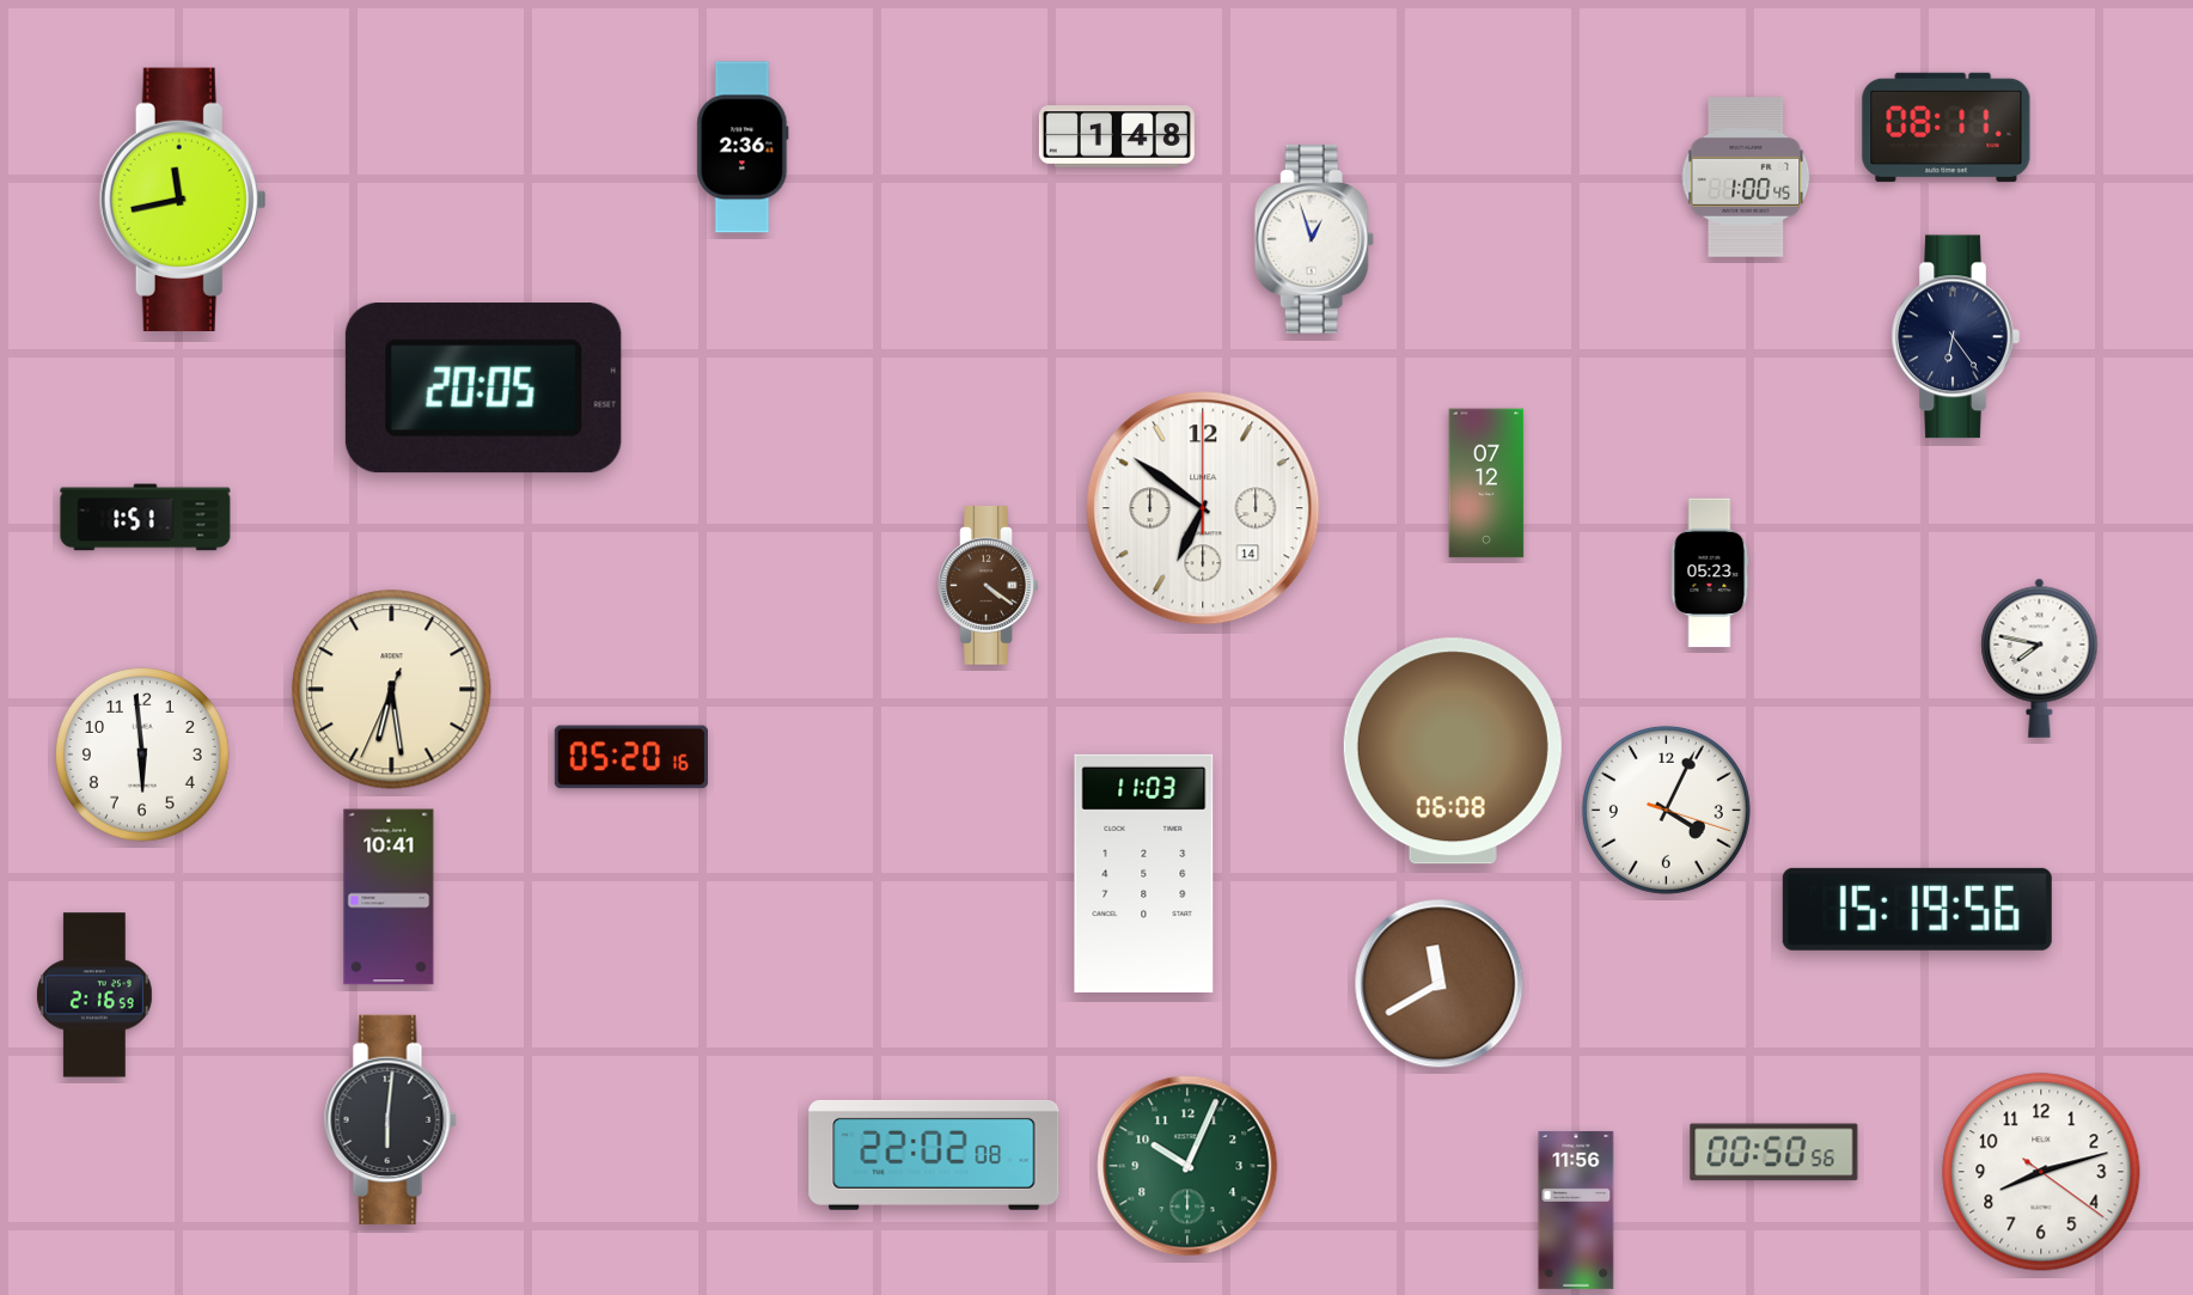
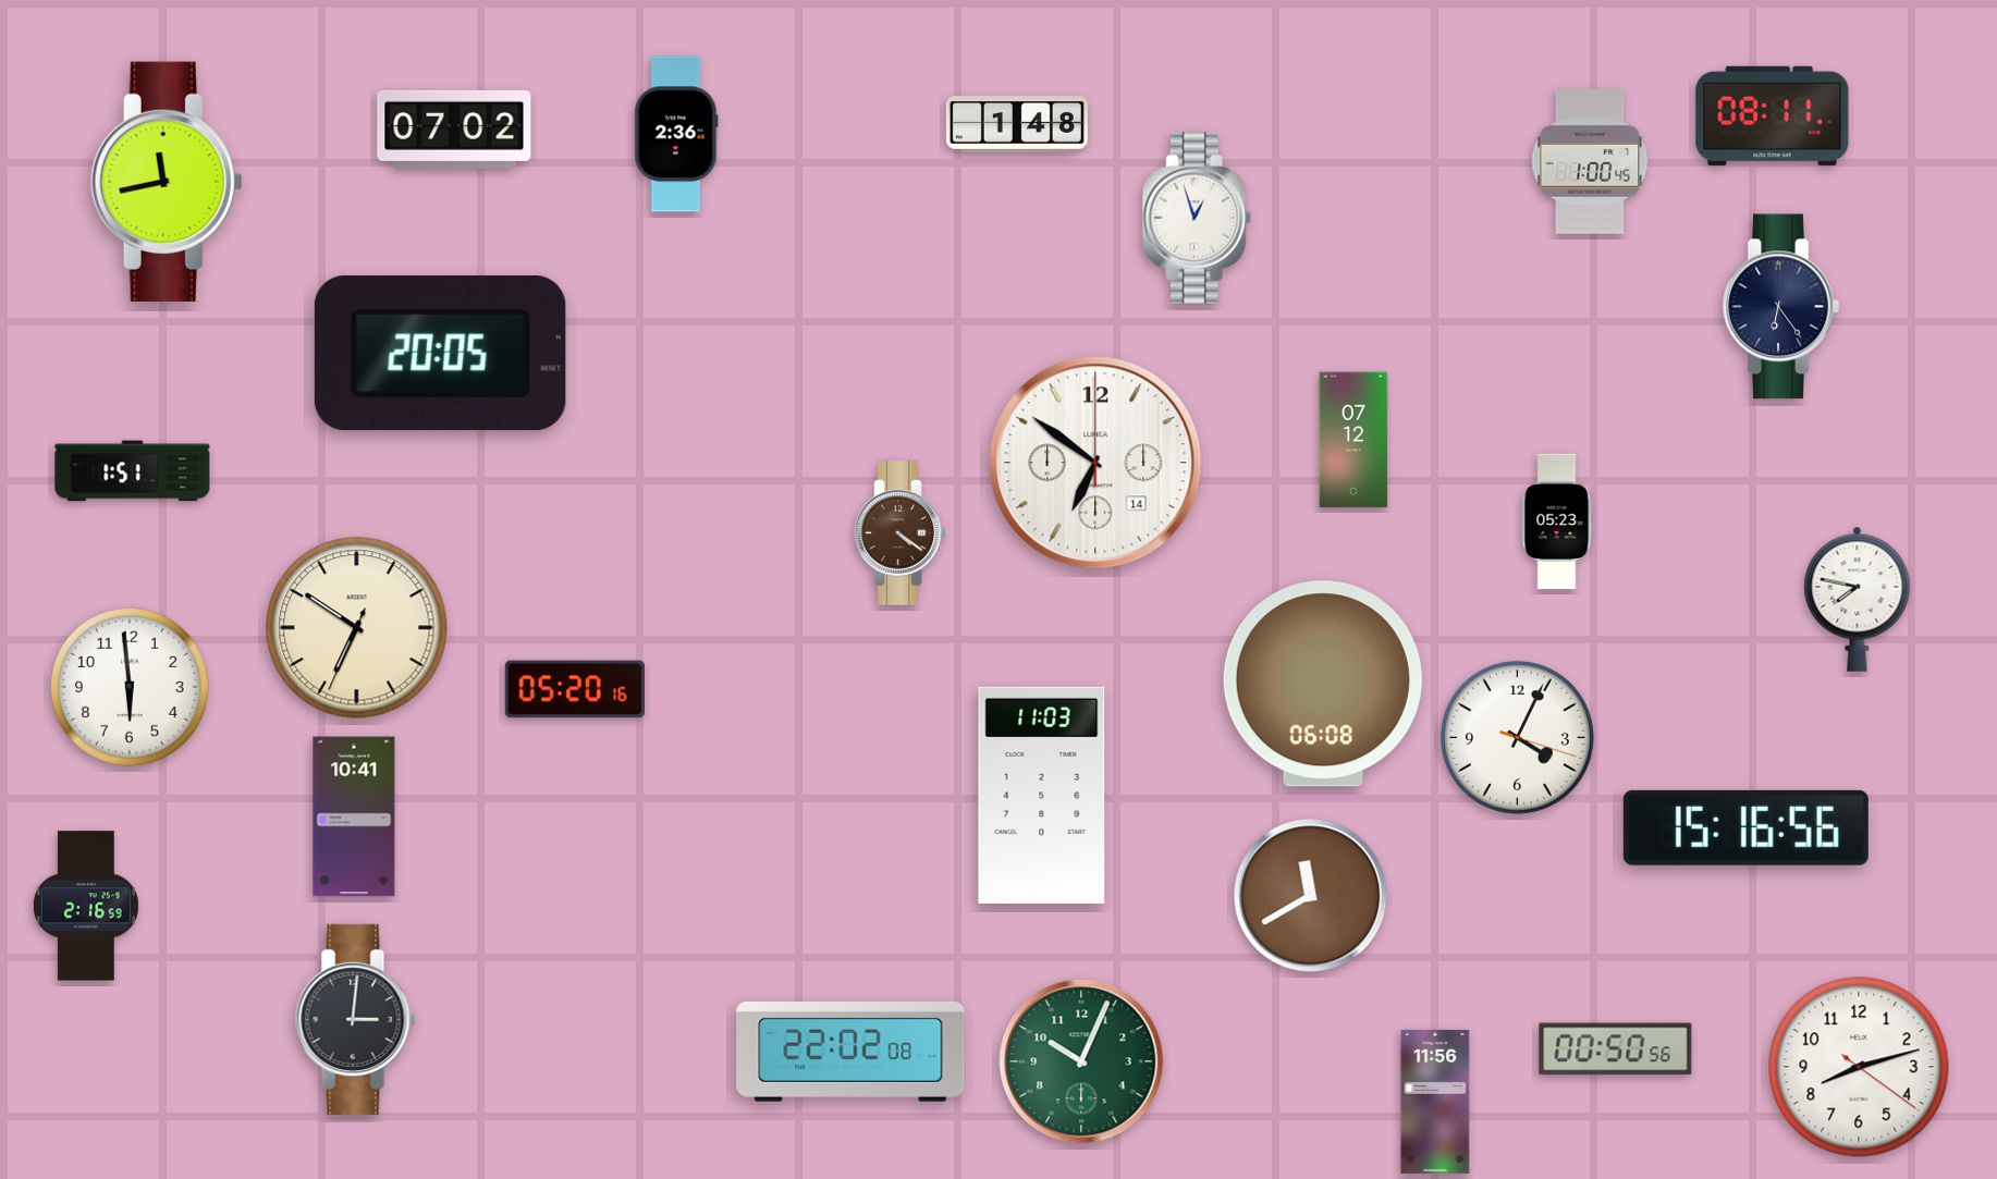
clock at (454, 130): none -> 07:02
clock at (392, 690): 6:28 -> 6:50
clock at (1917, 909): 15:19 -> 15:16
clock at (390, 1119): 6:01 -> 3:01
